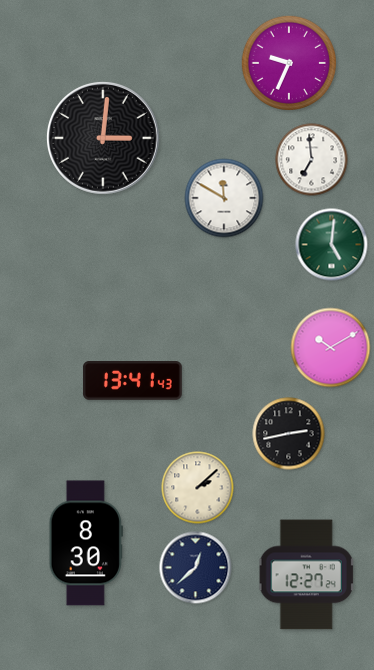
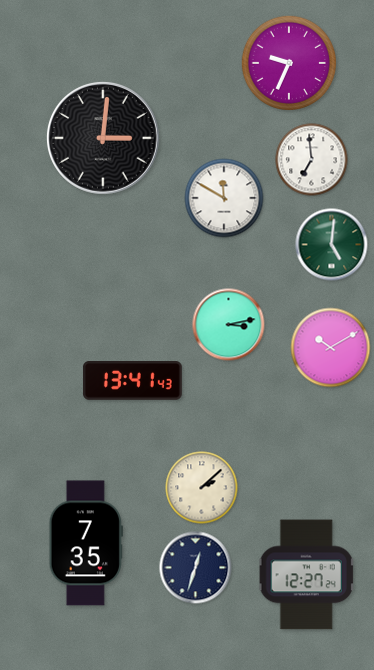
clock at (229, 325): none -> 3:13
clock at (289, 434): 2:43 -> none
clock at (198, 488) position: (198, 488) -> (202, 488)
clock at (86, 543): 8:30 -> 7:35
clock at (196, 568): 12:38 -> 12:33
